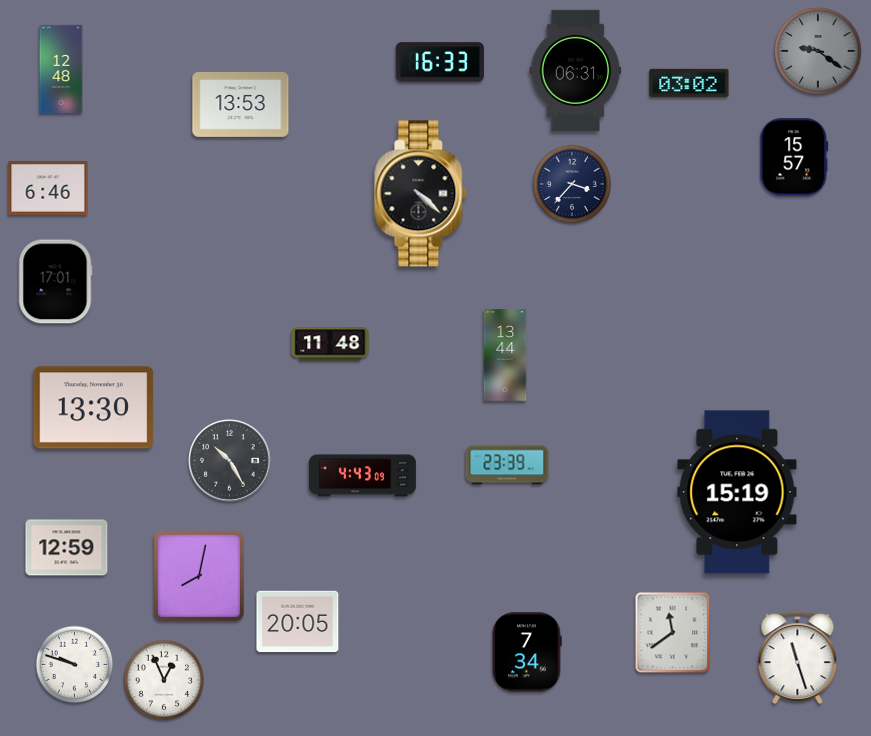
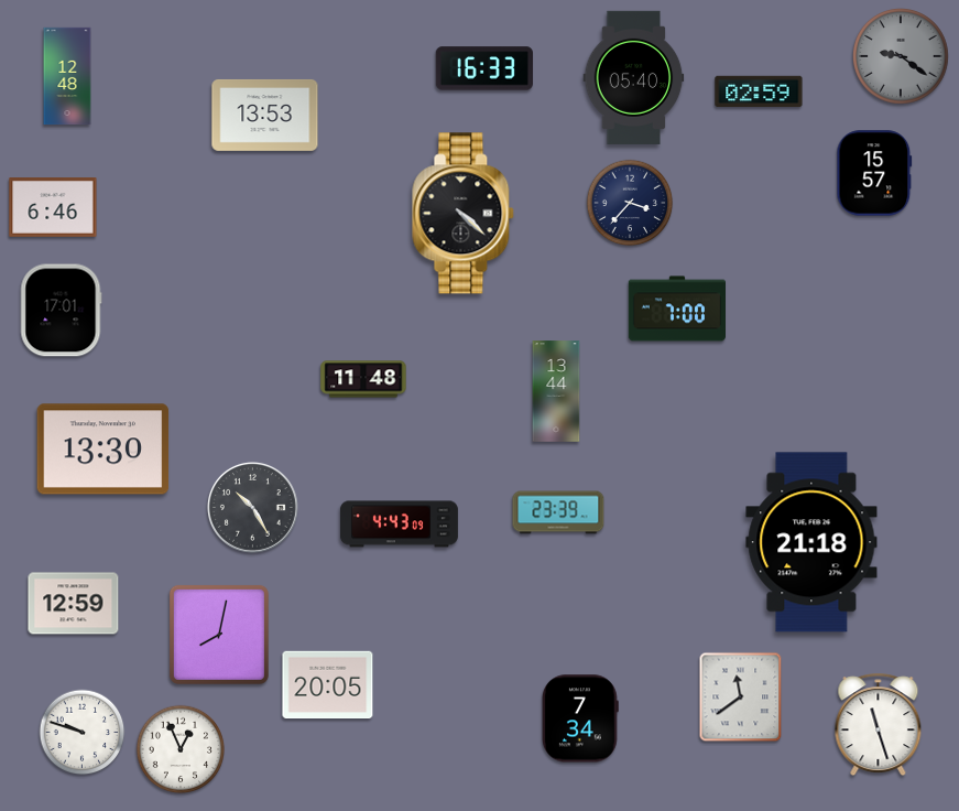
clock at (576, 70): 06:31 -> 05:40
clock at (689, 83): 03:02 -> 02:59
clock at (676, 309): none -> 7:00
clock at (737, 492): 15:19 -> 21:18
